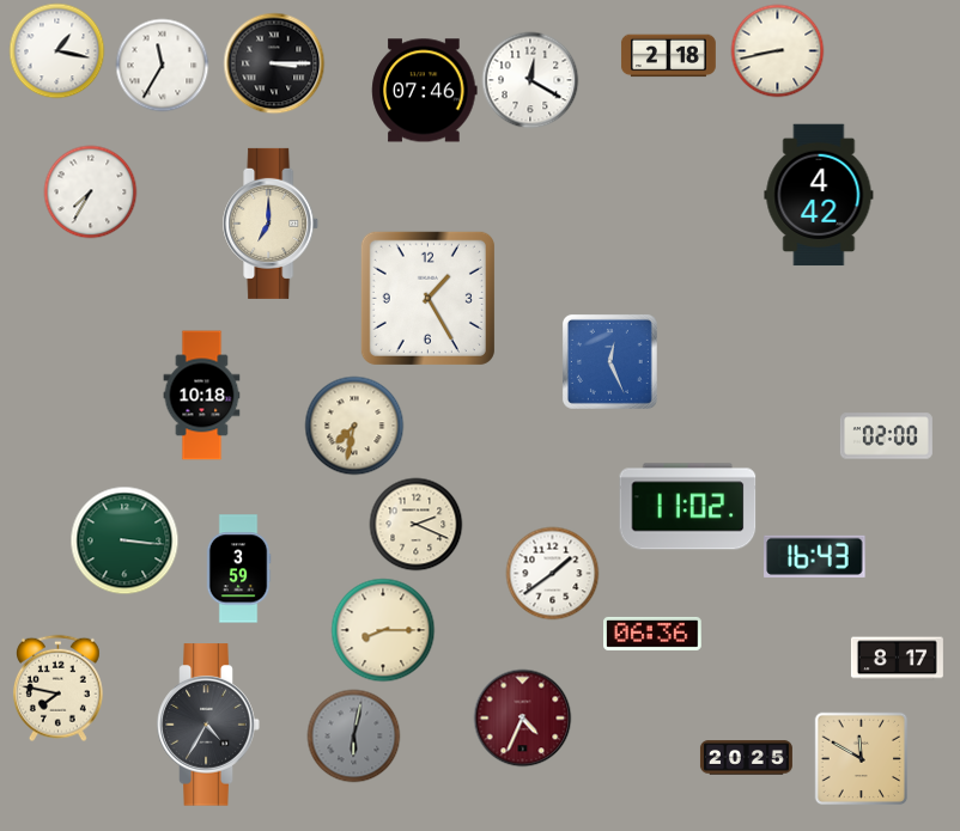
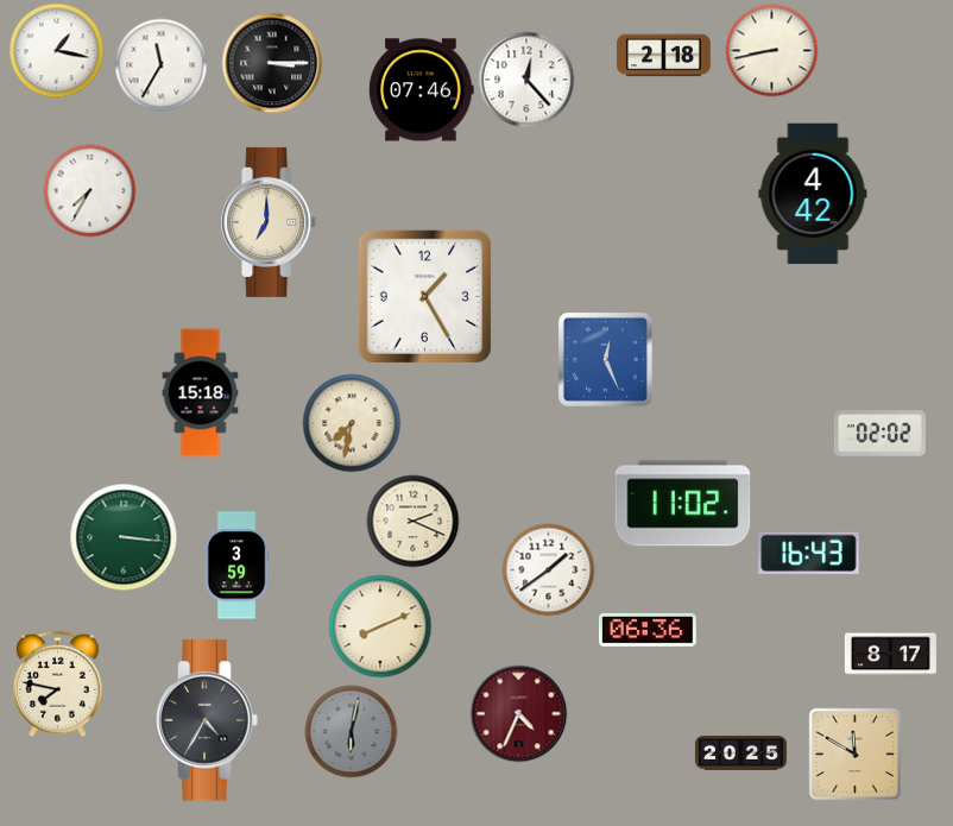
clock at (530, 80): 12:20 -> 12:23
clock at (202, 396): 10:18 -> 15:18
clock at (886, 436): 02:00 -> 02:02
clock at (383, 630): 8:15 -> 8:11
